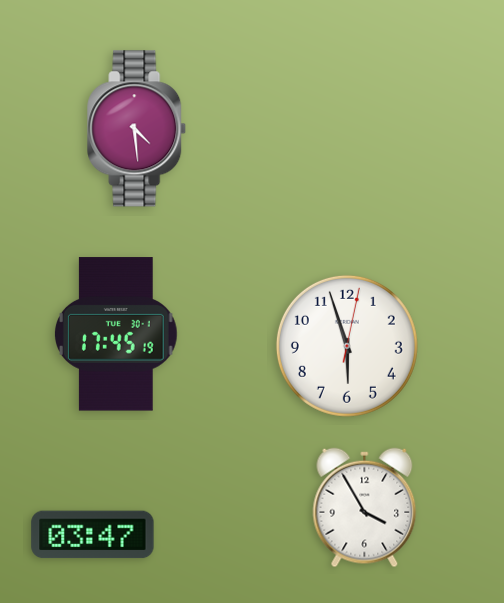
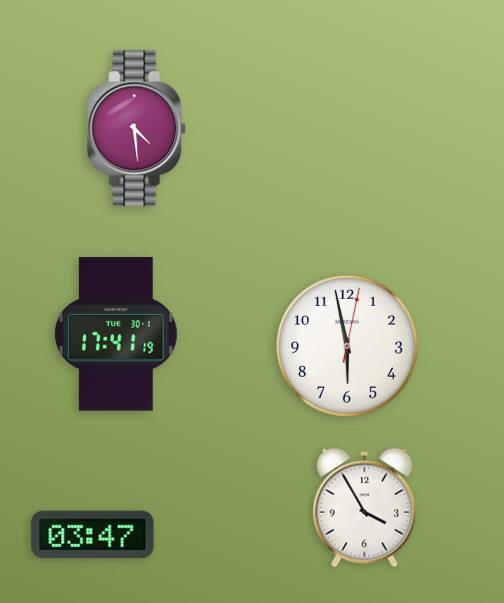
clock at (116, 334): 17:45 -> 17:41
clock at (347, 346): 5:57 -> 5:58
